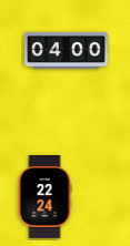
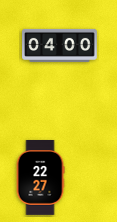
clock at (44, 197): 22:24 -> 22:27
